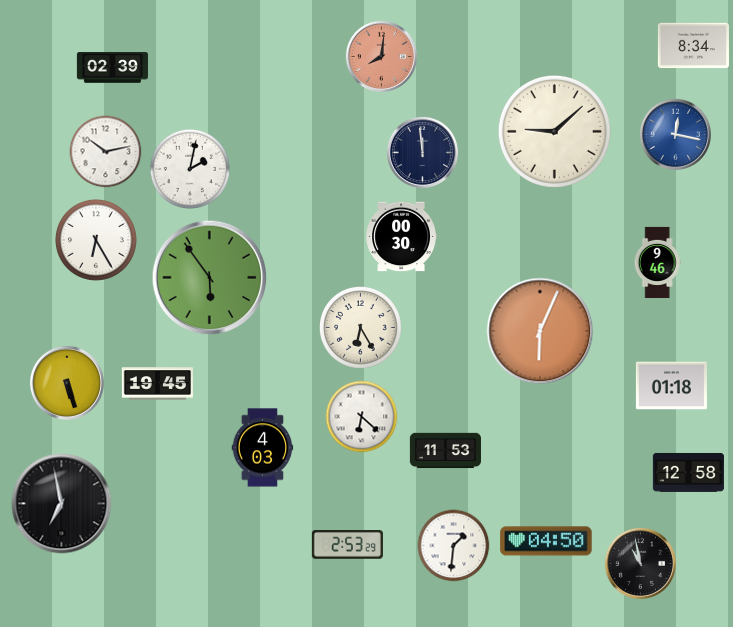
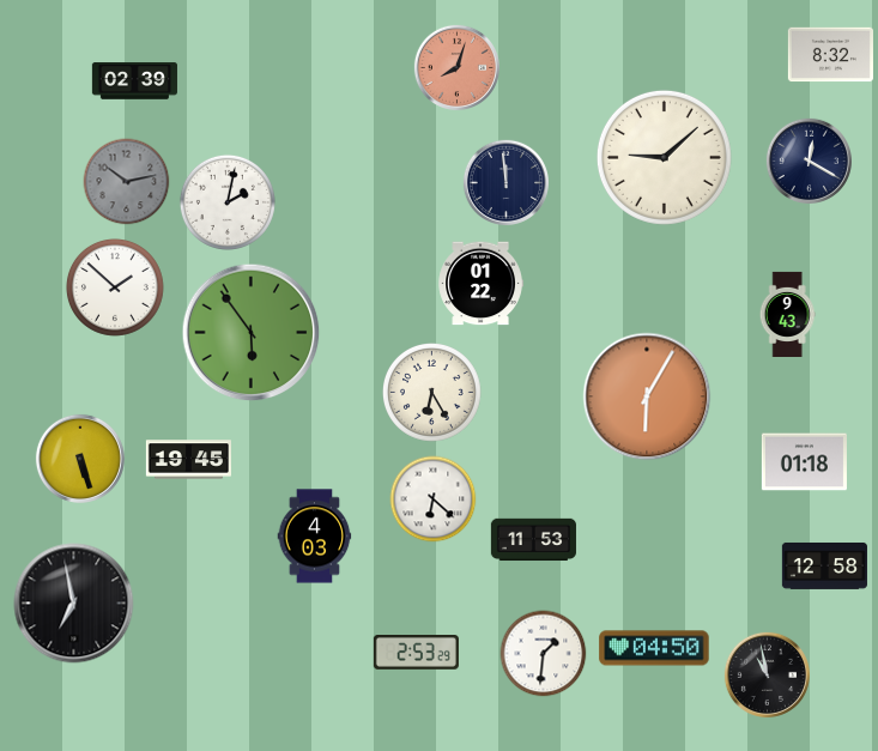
clock at (693, 46): 8:34 -> 8:32
clock at (381, 56): 8:01 -> 8:03
clock at (675, 134): 12:17 -> 12:20
clock at (675, 134) dial: blue -> navy
clock at (106, 152) dial: white -> grey
clock at (401, 237): 00:30 -> 01:22
clock at (96, 240): 6:25 -> 1:52
clock at (657, 262): 9:46 -> 9:43
clock at (540, 331): 6:04 -> 6:05
